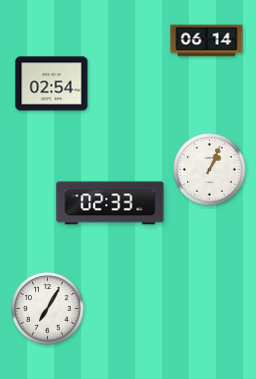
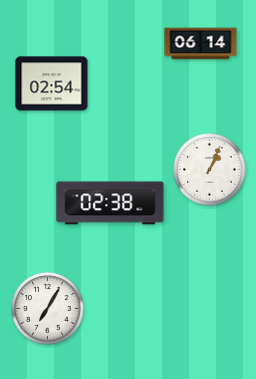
clock at (207, 41) position: (207, 41) -> (201, 44)
clock at (110, 203): 02:33 -> 02:38
